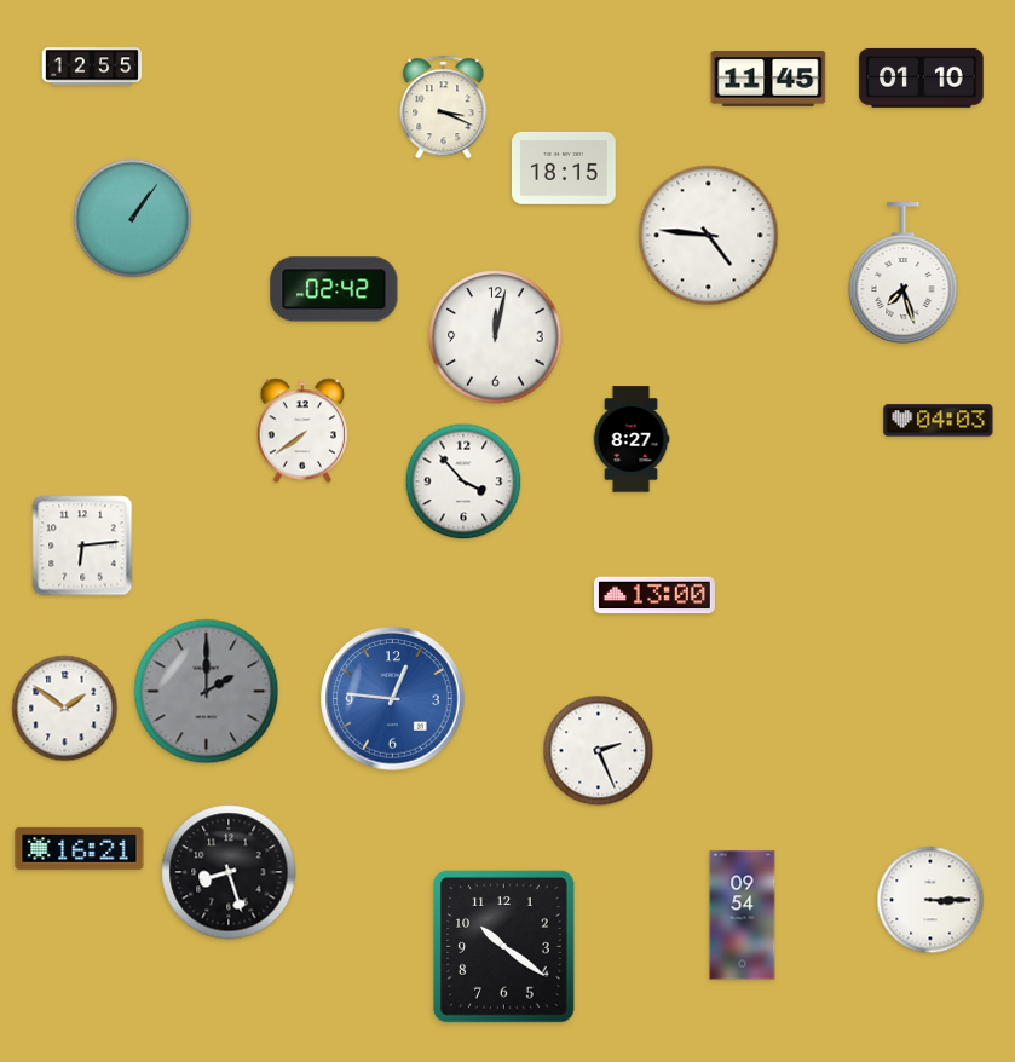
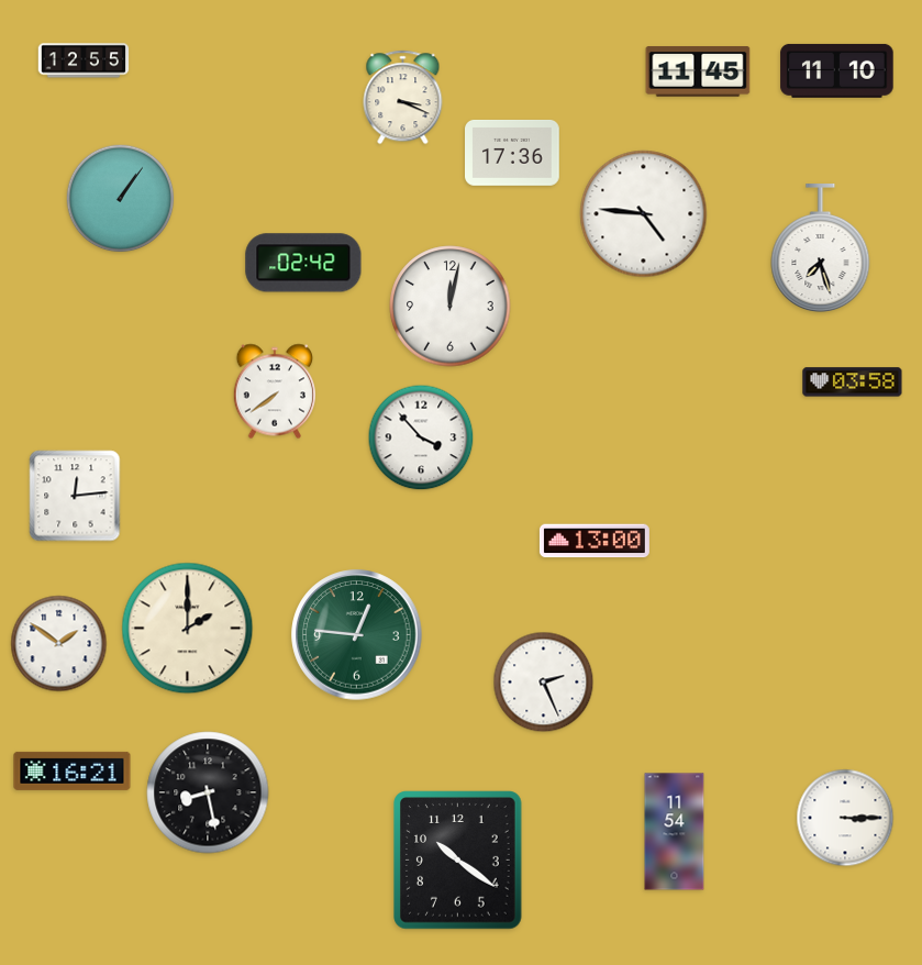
clock at (922, 77): 01:10 -> 11:10
clock at (565, 168): 18:15 -> 17:36
clock at (939, 421): 04:03 -> 03:58
clock at (632, 439): 8:27 -> none
clock at (82, 546): 6:14 -> 12:14
clock at (207, 692) dial: grey -> cream
clock at (393, 699) dial: blue -> green
clock at (229, 872): 8:27 -> 8:28
clock at (743, 916): 09:54 -> 11:54
